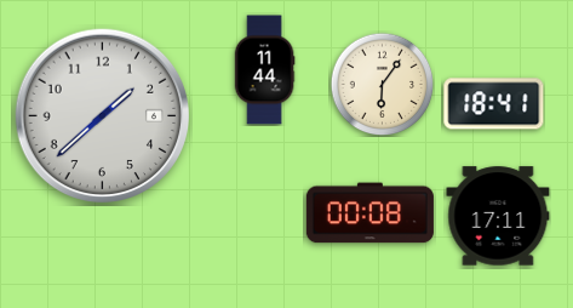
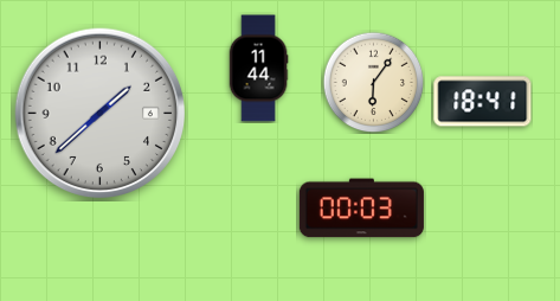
clock at (369, 213): 00:08 -> 00:03
clock at (498, 216): 17:11 -> none
